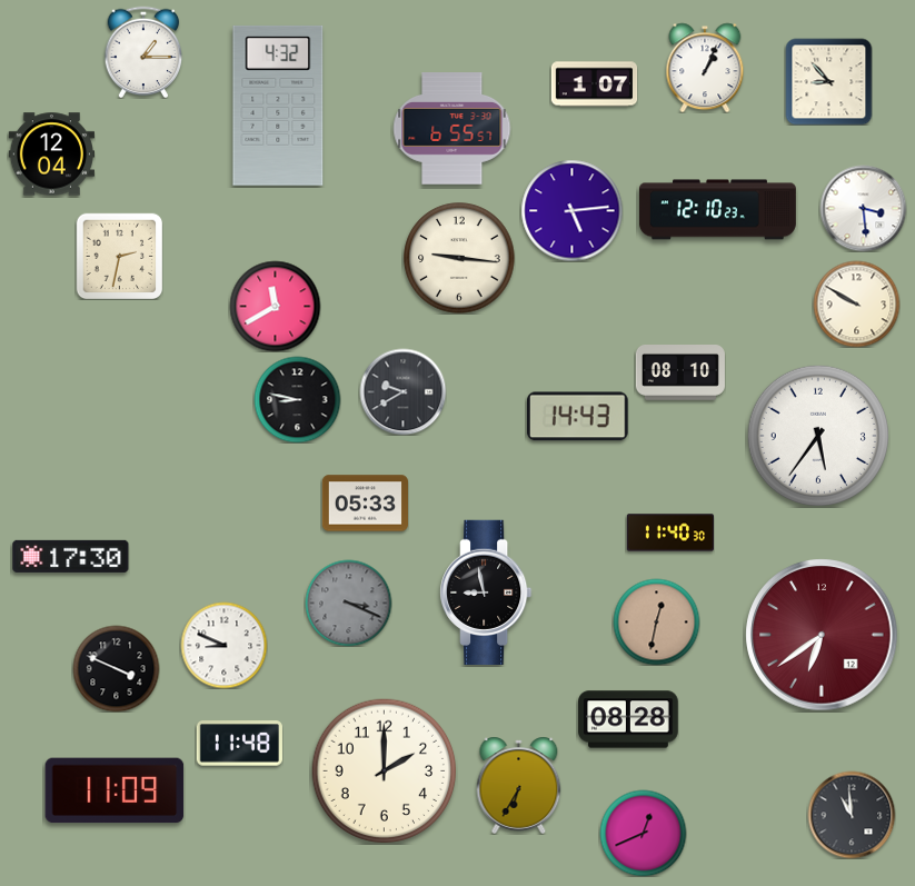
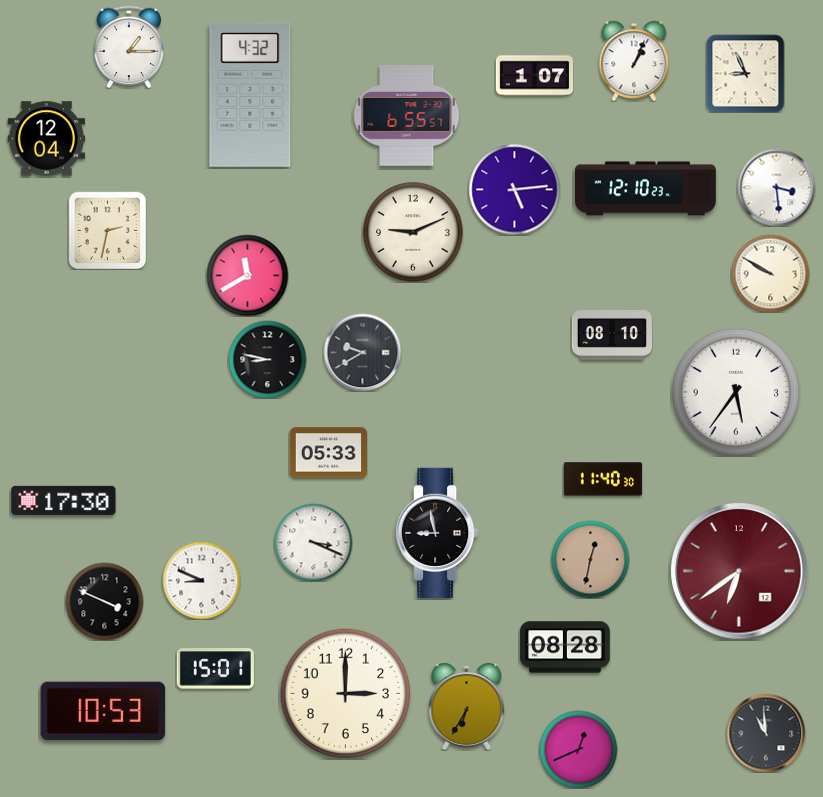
clock at (828, 81): 8:53 -> 8:56
clock at (459, 258): 9:16 -> 9:11
clock at (578, 417): 14:43 -> none
clock at (348, 603) dial: grey -> white
clock at (239, 744): 11:48 -> 15:01
clock at (385, 771): 2:00 -> 3:00
clock at (115, 790): 11:09 -> 10:53
